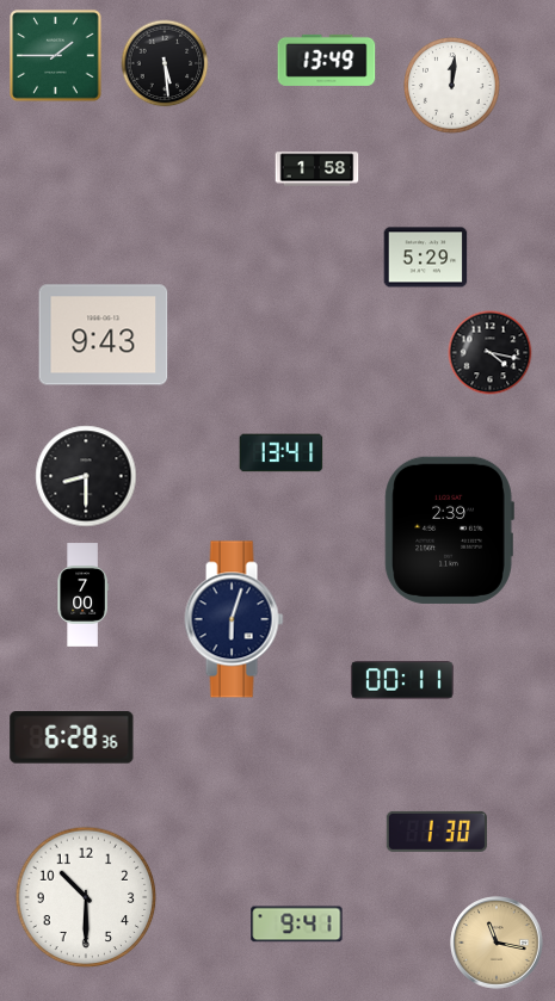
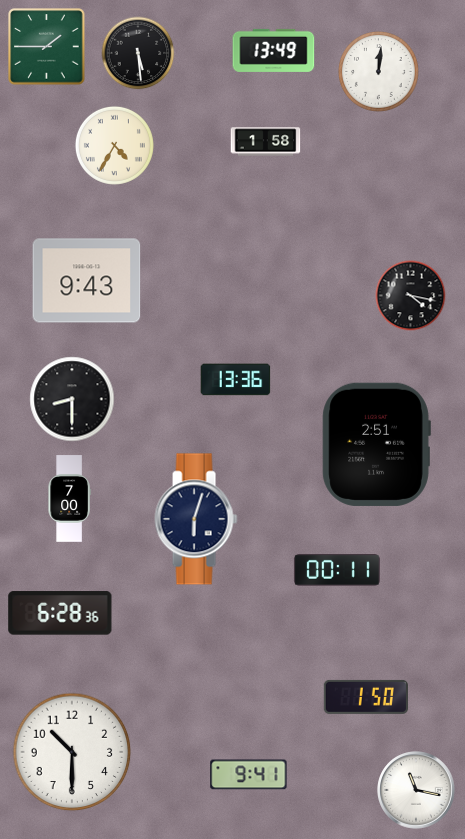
clock at (114, 145): none -> 4:35
clock at (426, 258): 5:29 -> none
clock at (282, 453): 13:41 -> 13:36
clock at (449, 530): 2:39 -> 2:51
clock at (72, 737) position: (72, 737) -> (60, 613)
clock at (437, 832): 1:30 -> 1:50
clock at (497, 943) dial: champagne -> white
